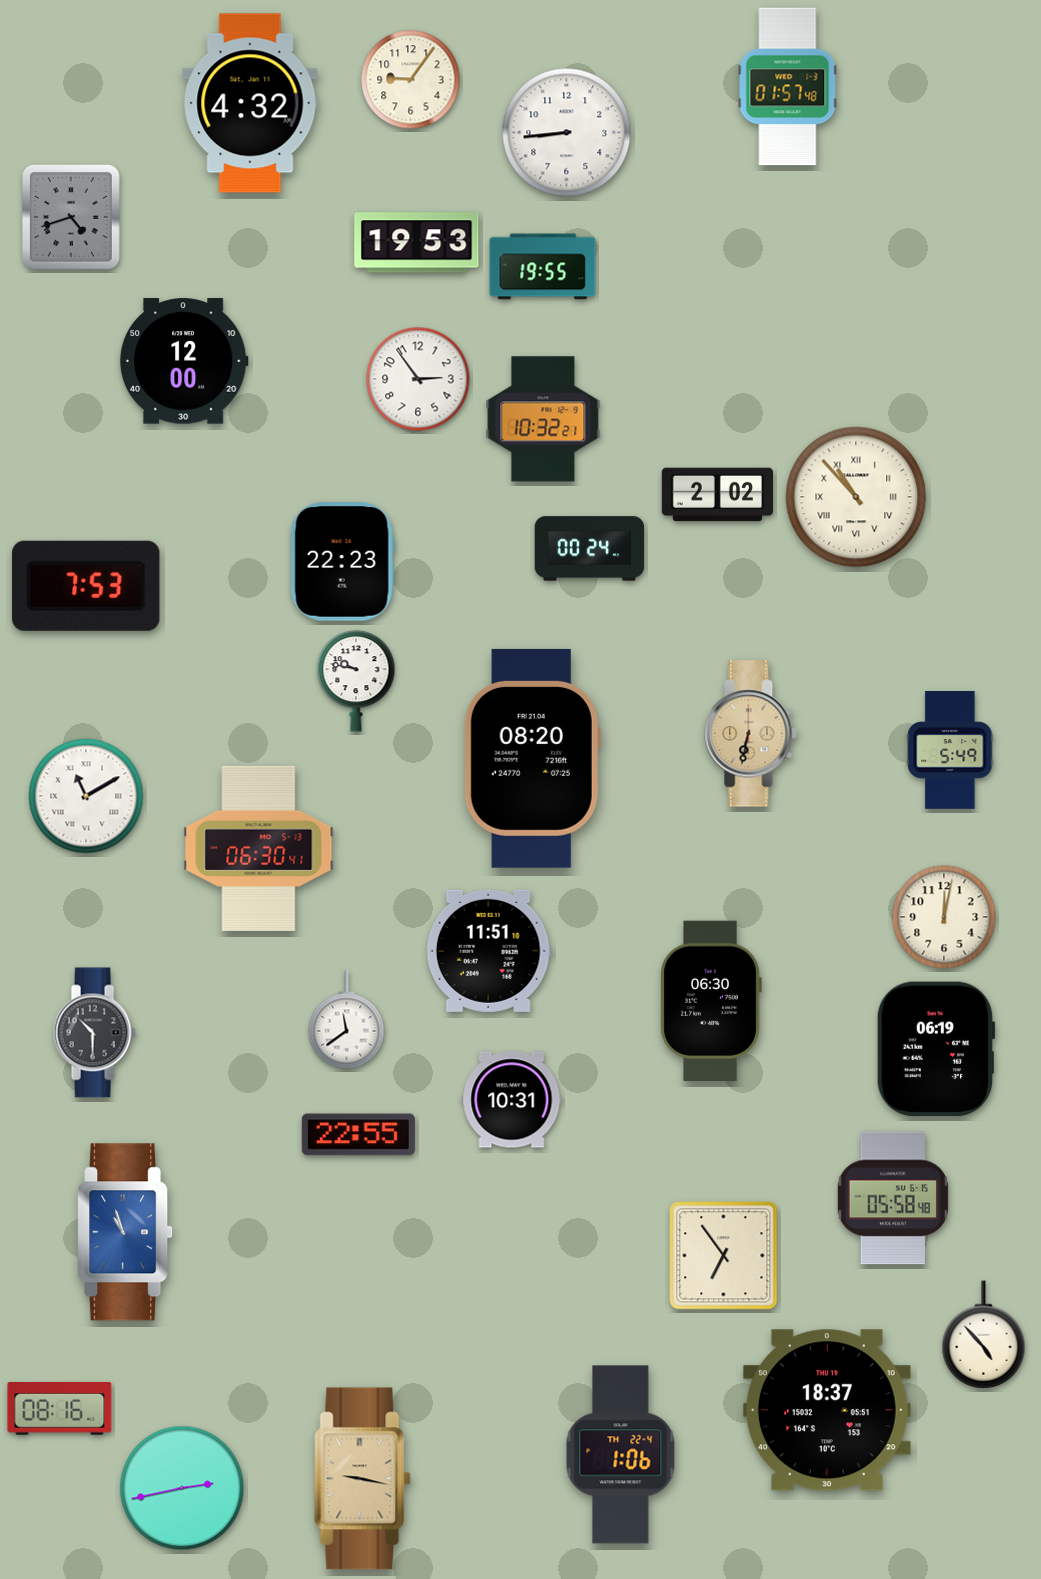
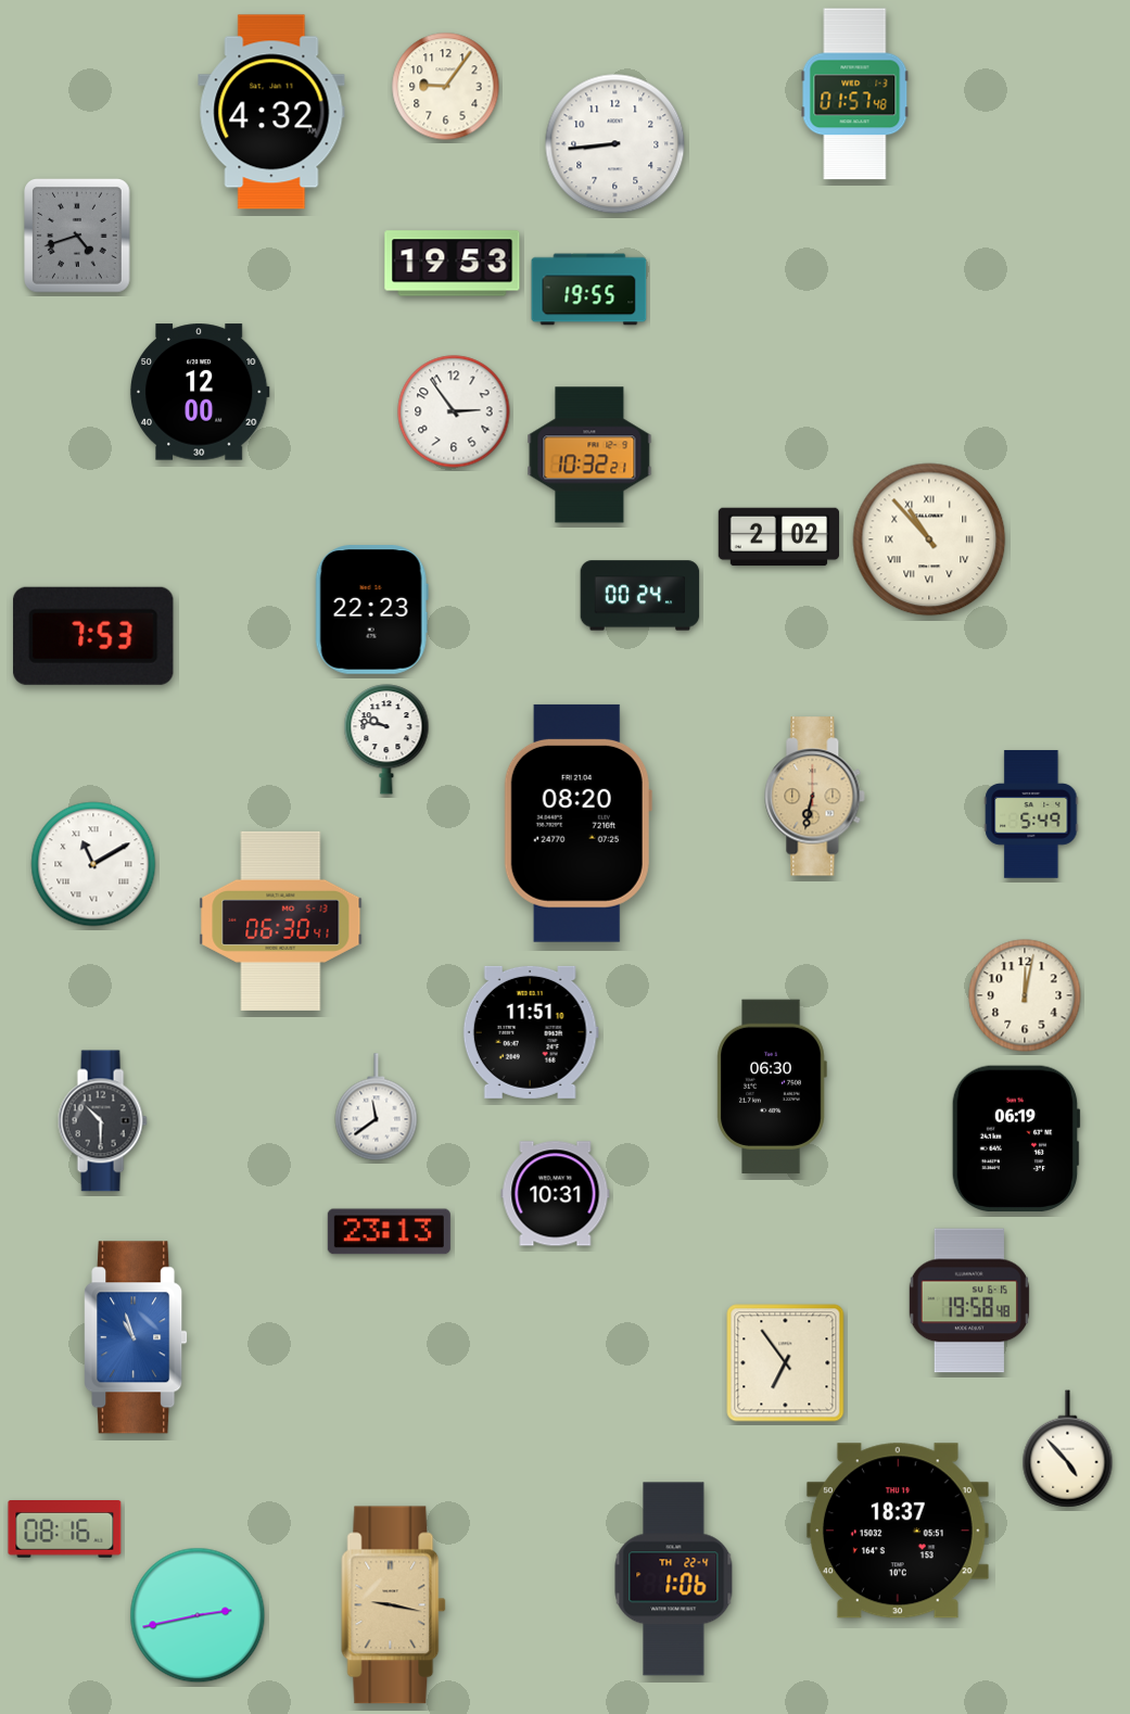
clock at (358, 1135): 22:55 -> 23:13
clock at (893, 1198): 05:58 -> 19:58
